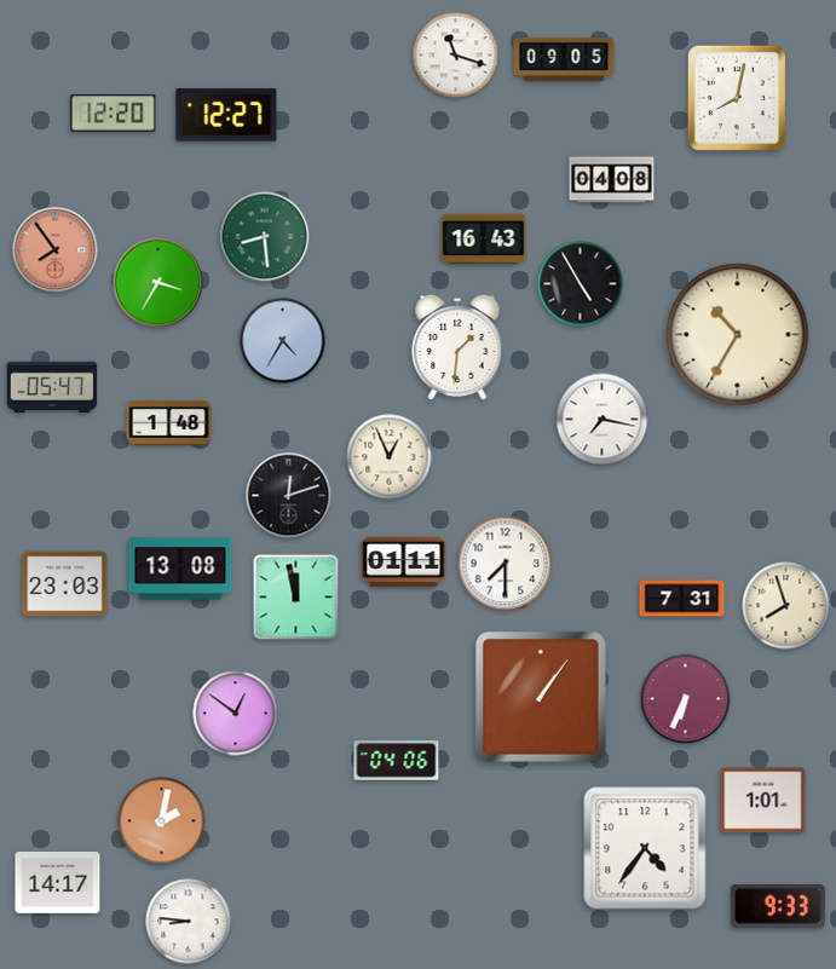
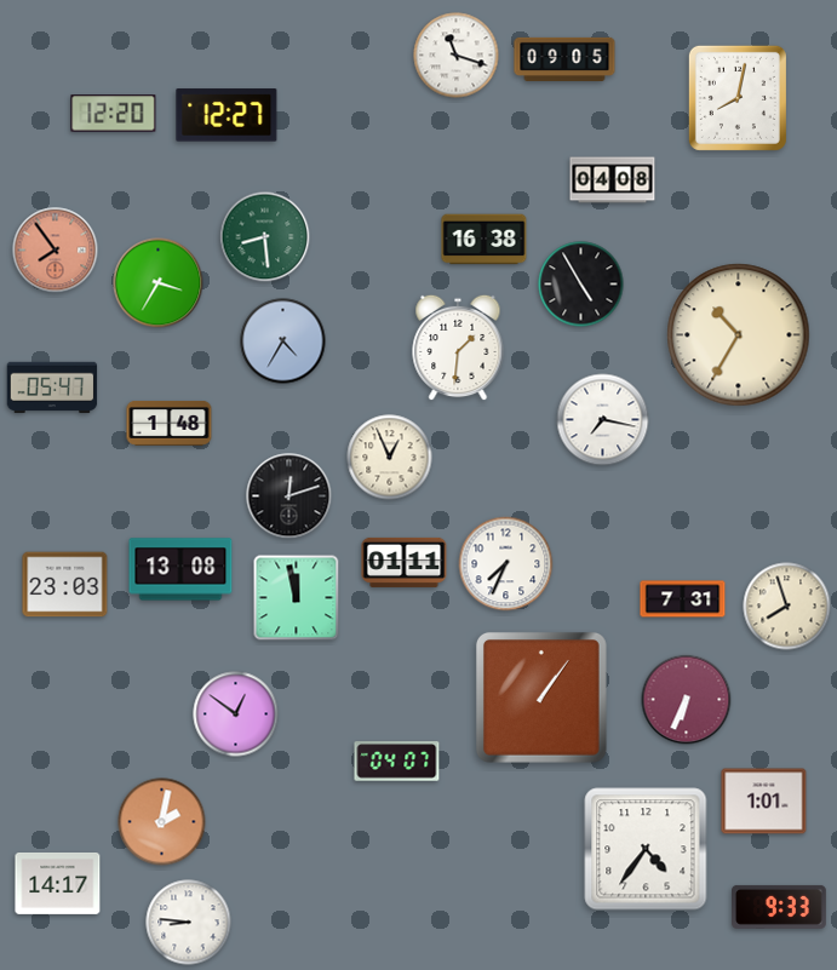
clock at (484, 240): 16:43 -> 16:38
clock at (506, 564): 7:30 -> 7:34
clock at (397, 761): 04:06 -> 04:07
